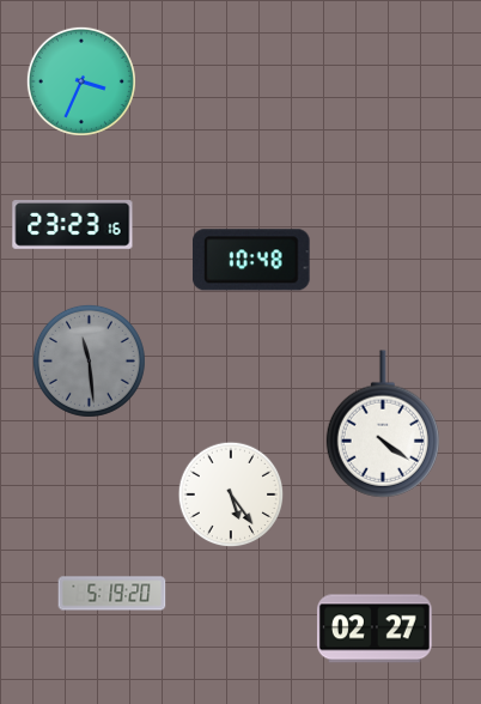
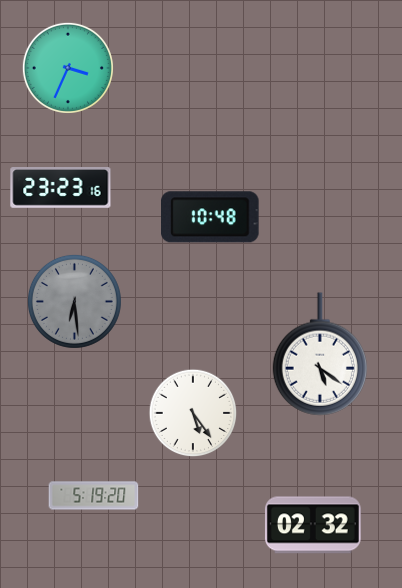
clock at (89, 360): 11:29 -> 6:29
clock at (382, 424): 4:21 -> 5:21
clock at (375, 629): 02:27 -> 02:32
